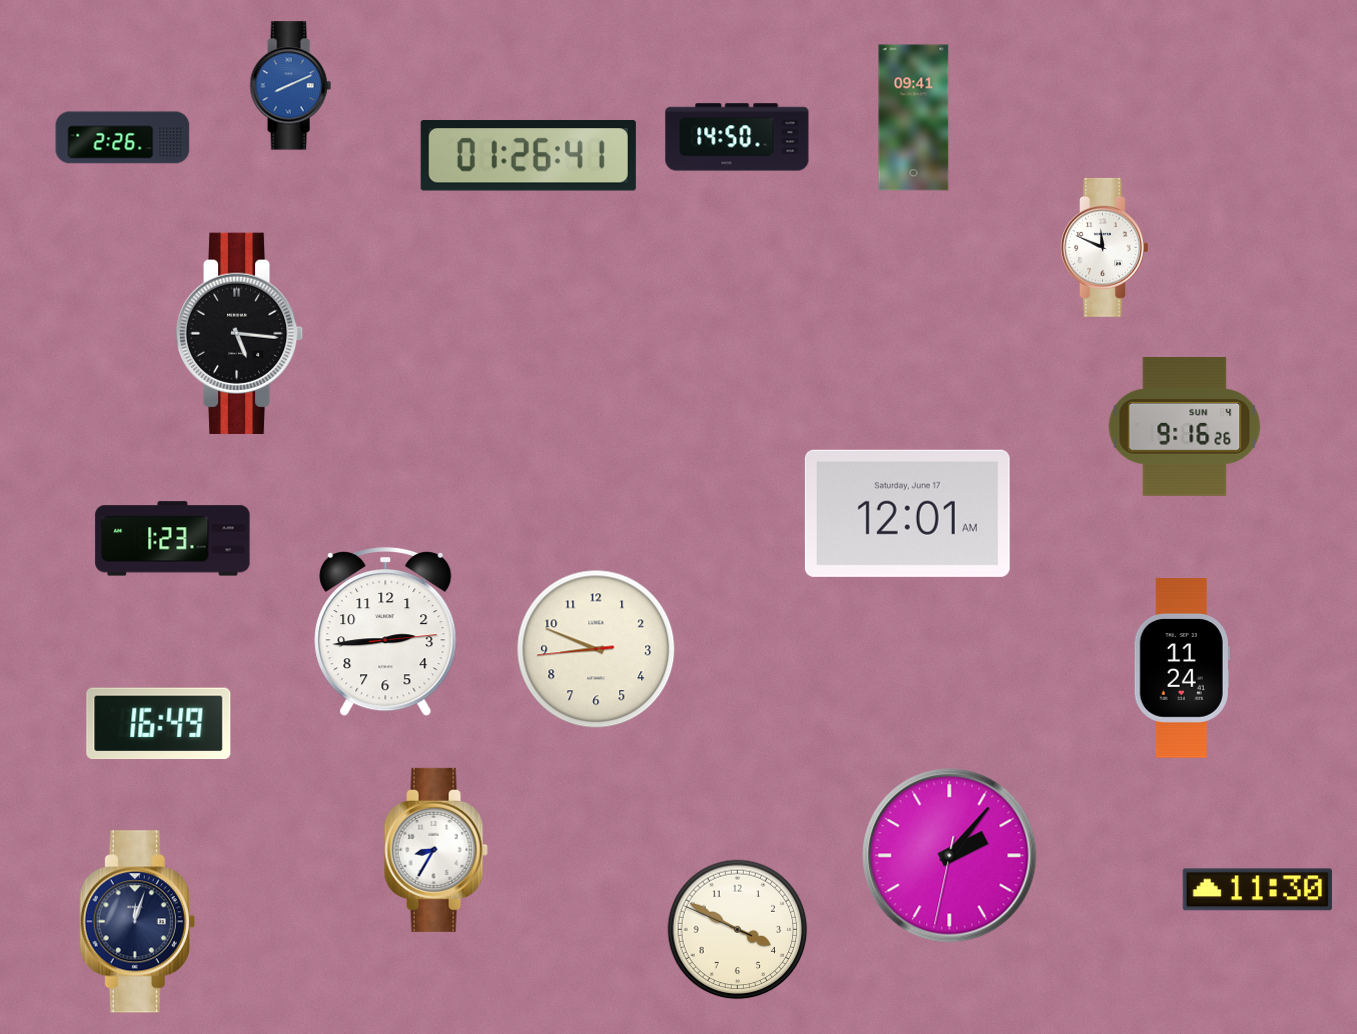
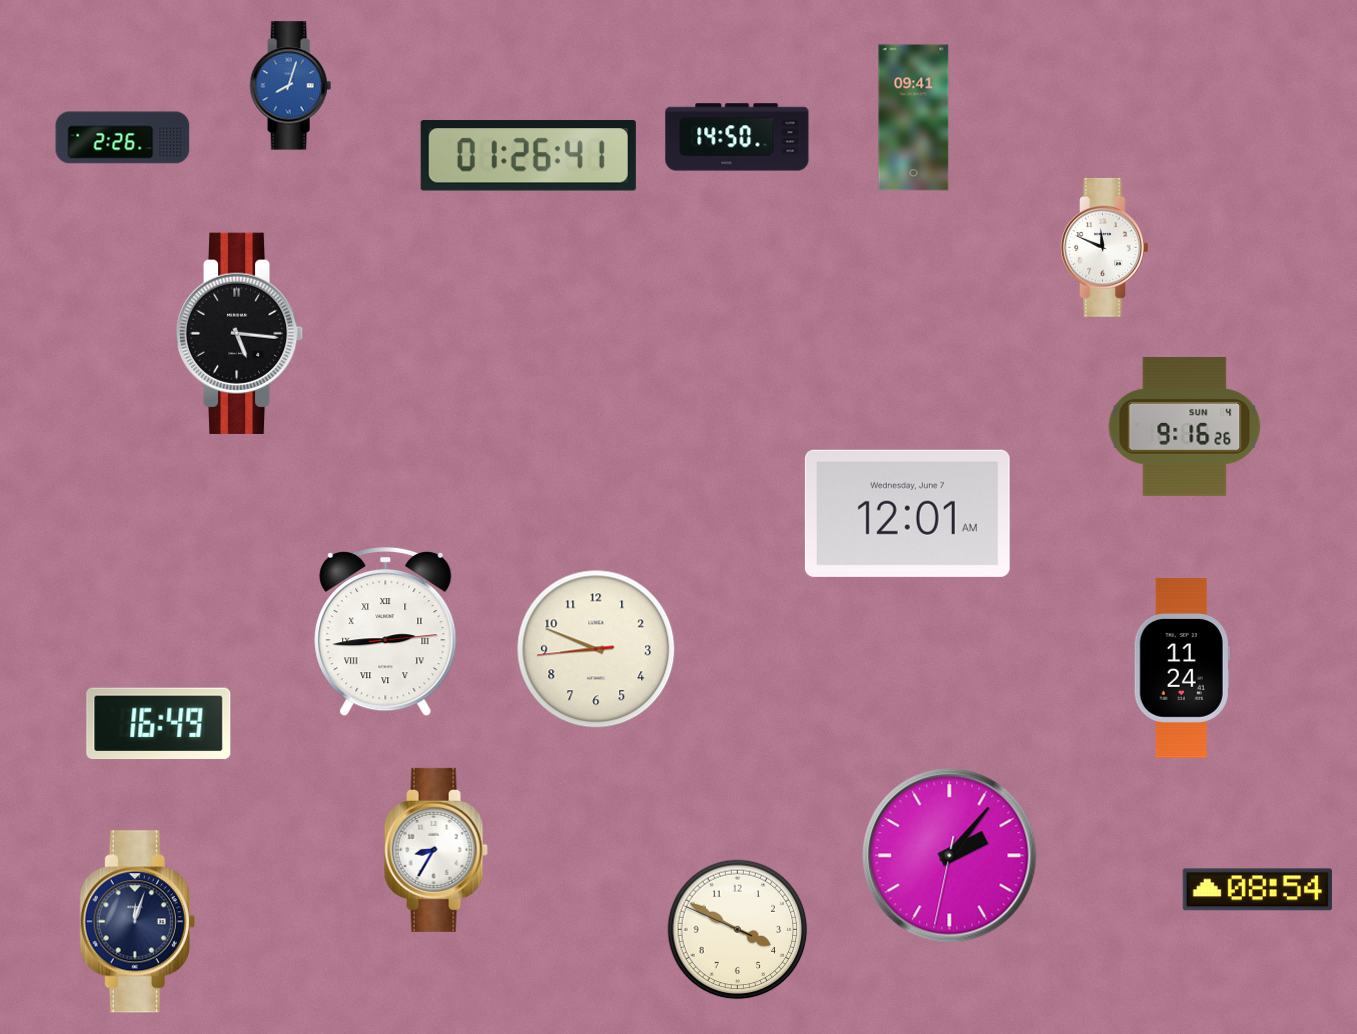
clock at (290, 86): 8:11 -> 8:03
clock at (907, 513) date: Saturday, June 17 -> Wednesday, June 7
clock at (173, 539): 1:23 -> none
clock at (386, 632) numerals: Arabic -> Roman
clock at (1257, 890): 11:30 -> 08:54
